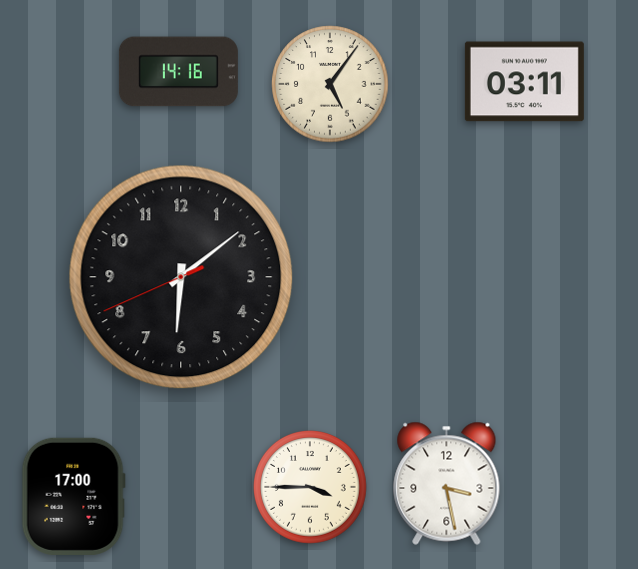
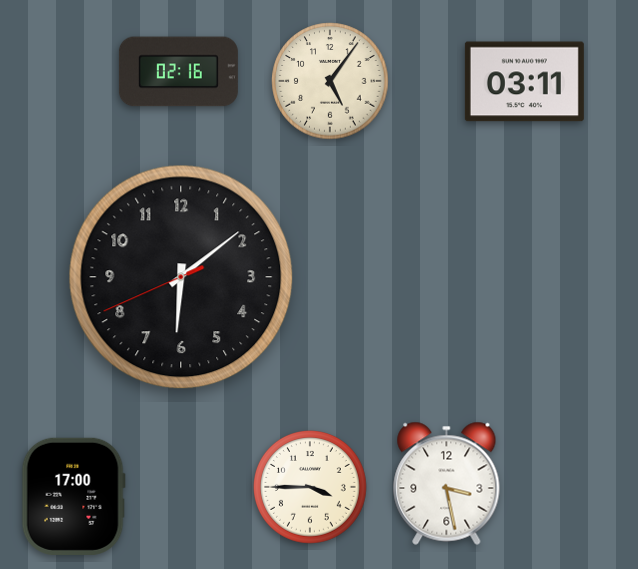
clock at (178, 72): 14:16 -> 02:16
clock at (330, 84) position: (330, 84) -> (330, 81)
